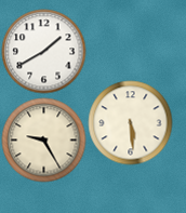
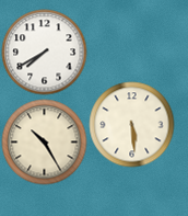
clock at (43, 51): 1:40 -> 7:40
clock at (43, 139): 9:25 -> 10:25
